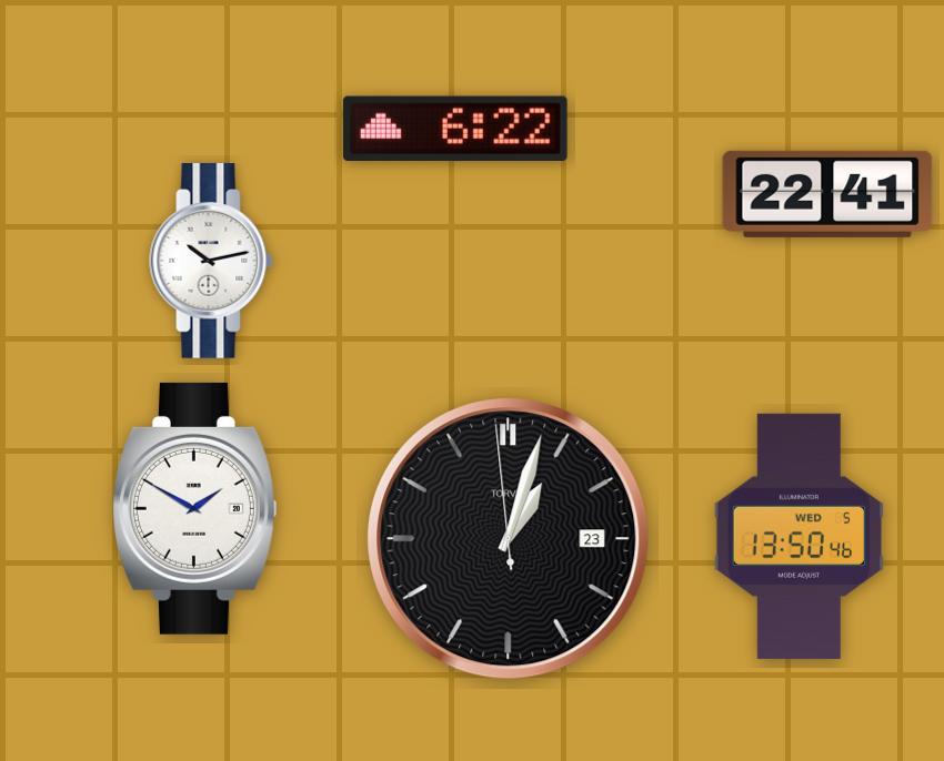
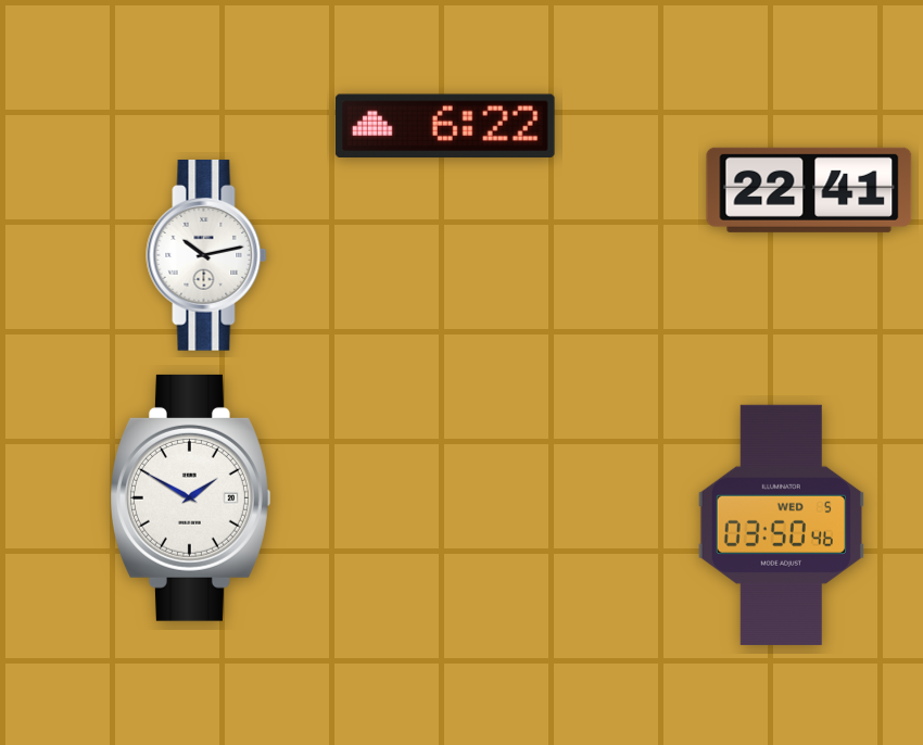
clock at (799, 536): 13:50 -> 03:50
clock at (509, 539): 1:02 -> none
